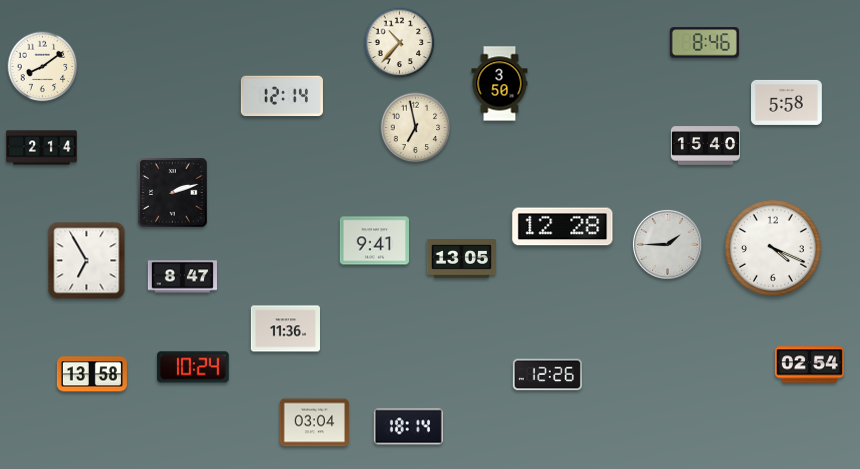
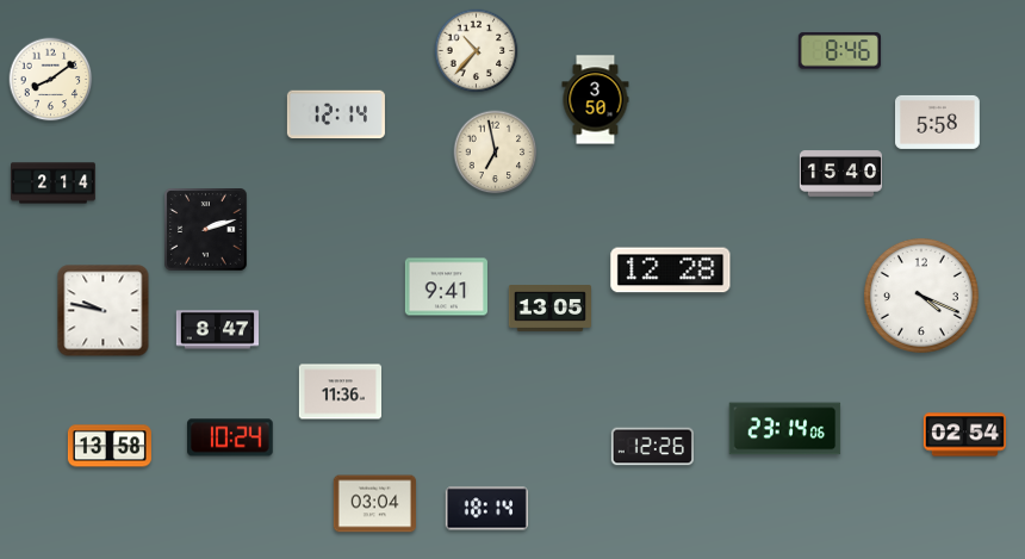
clock at (42, 148) position: (42, 148) -> (54, 184)
clock at (667, 244): 1:45 -> none
clock at (87, 261): 6:55 -> 9:47
clock at (785, 429): none -> 23:14
